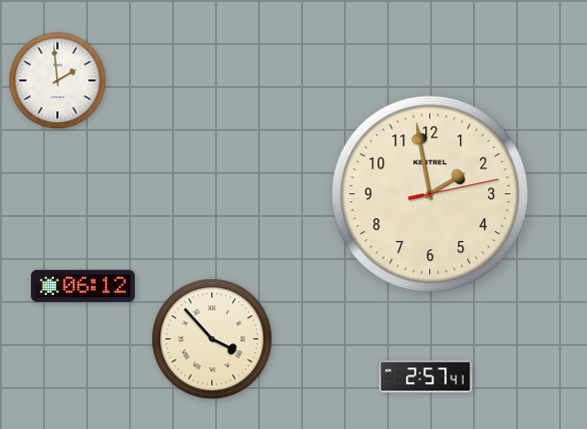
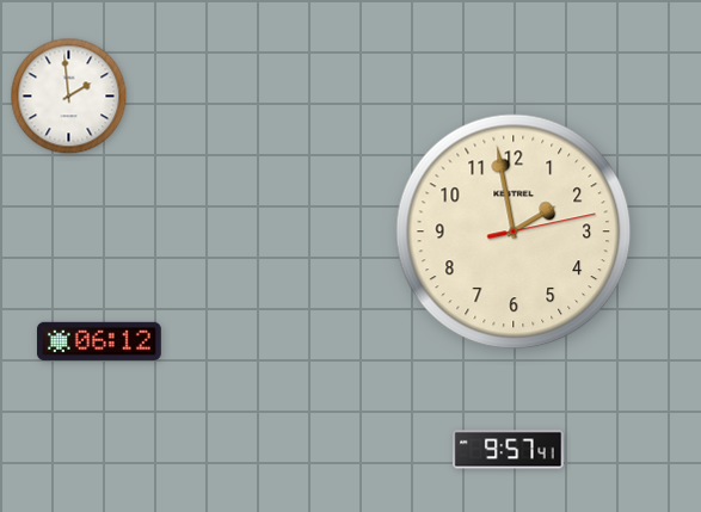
clock at (212, 339): 3:53 -> none
clock at (426, 377): 2:57 -> 9:57
